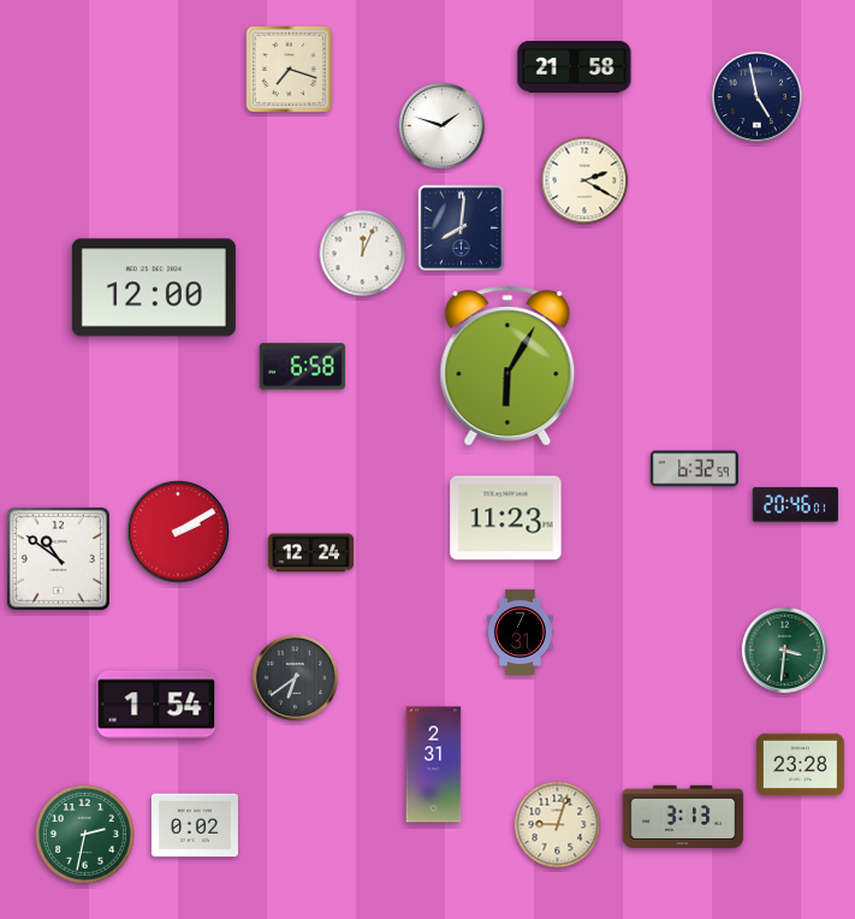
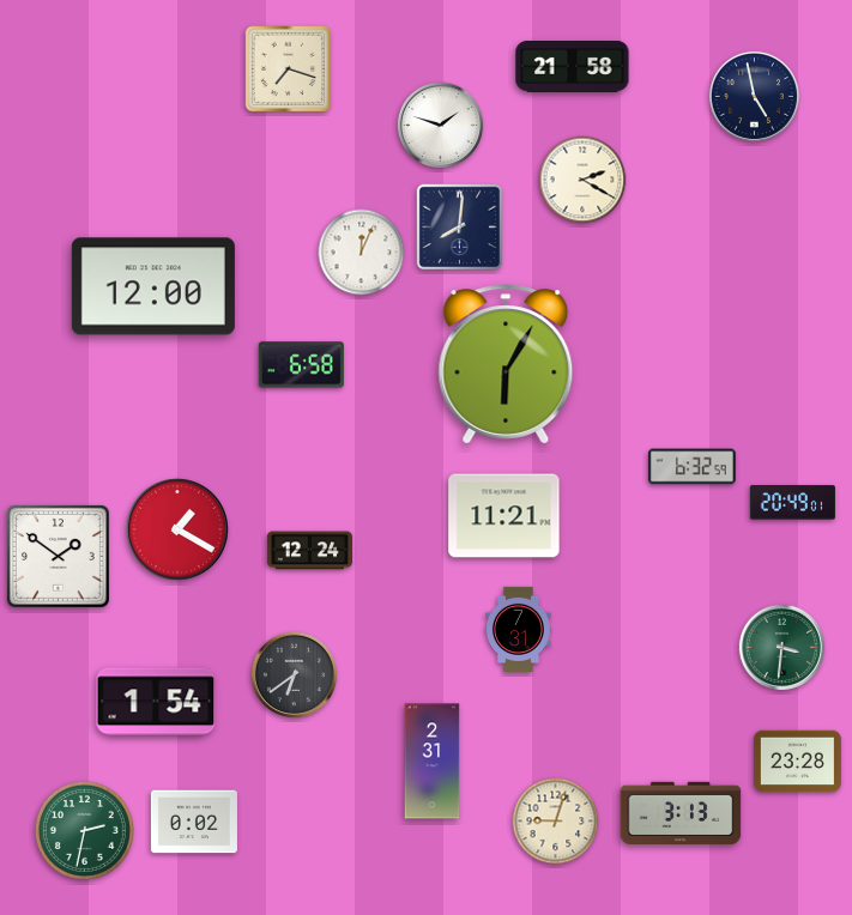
clock at (795, 505): 20:46 -> 20:49
clock at (506, 518): 11:23 -> 11:21
clock at (178, 532): 2:10 -> 1:20
clock at (58, 558): 10:51 -> 1:51
